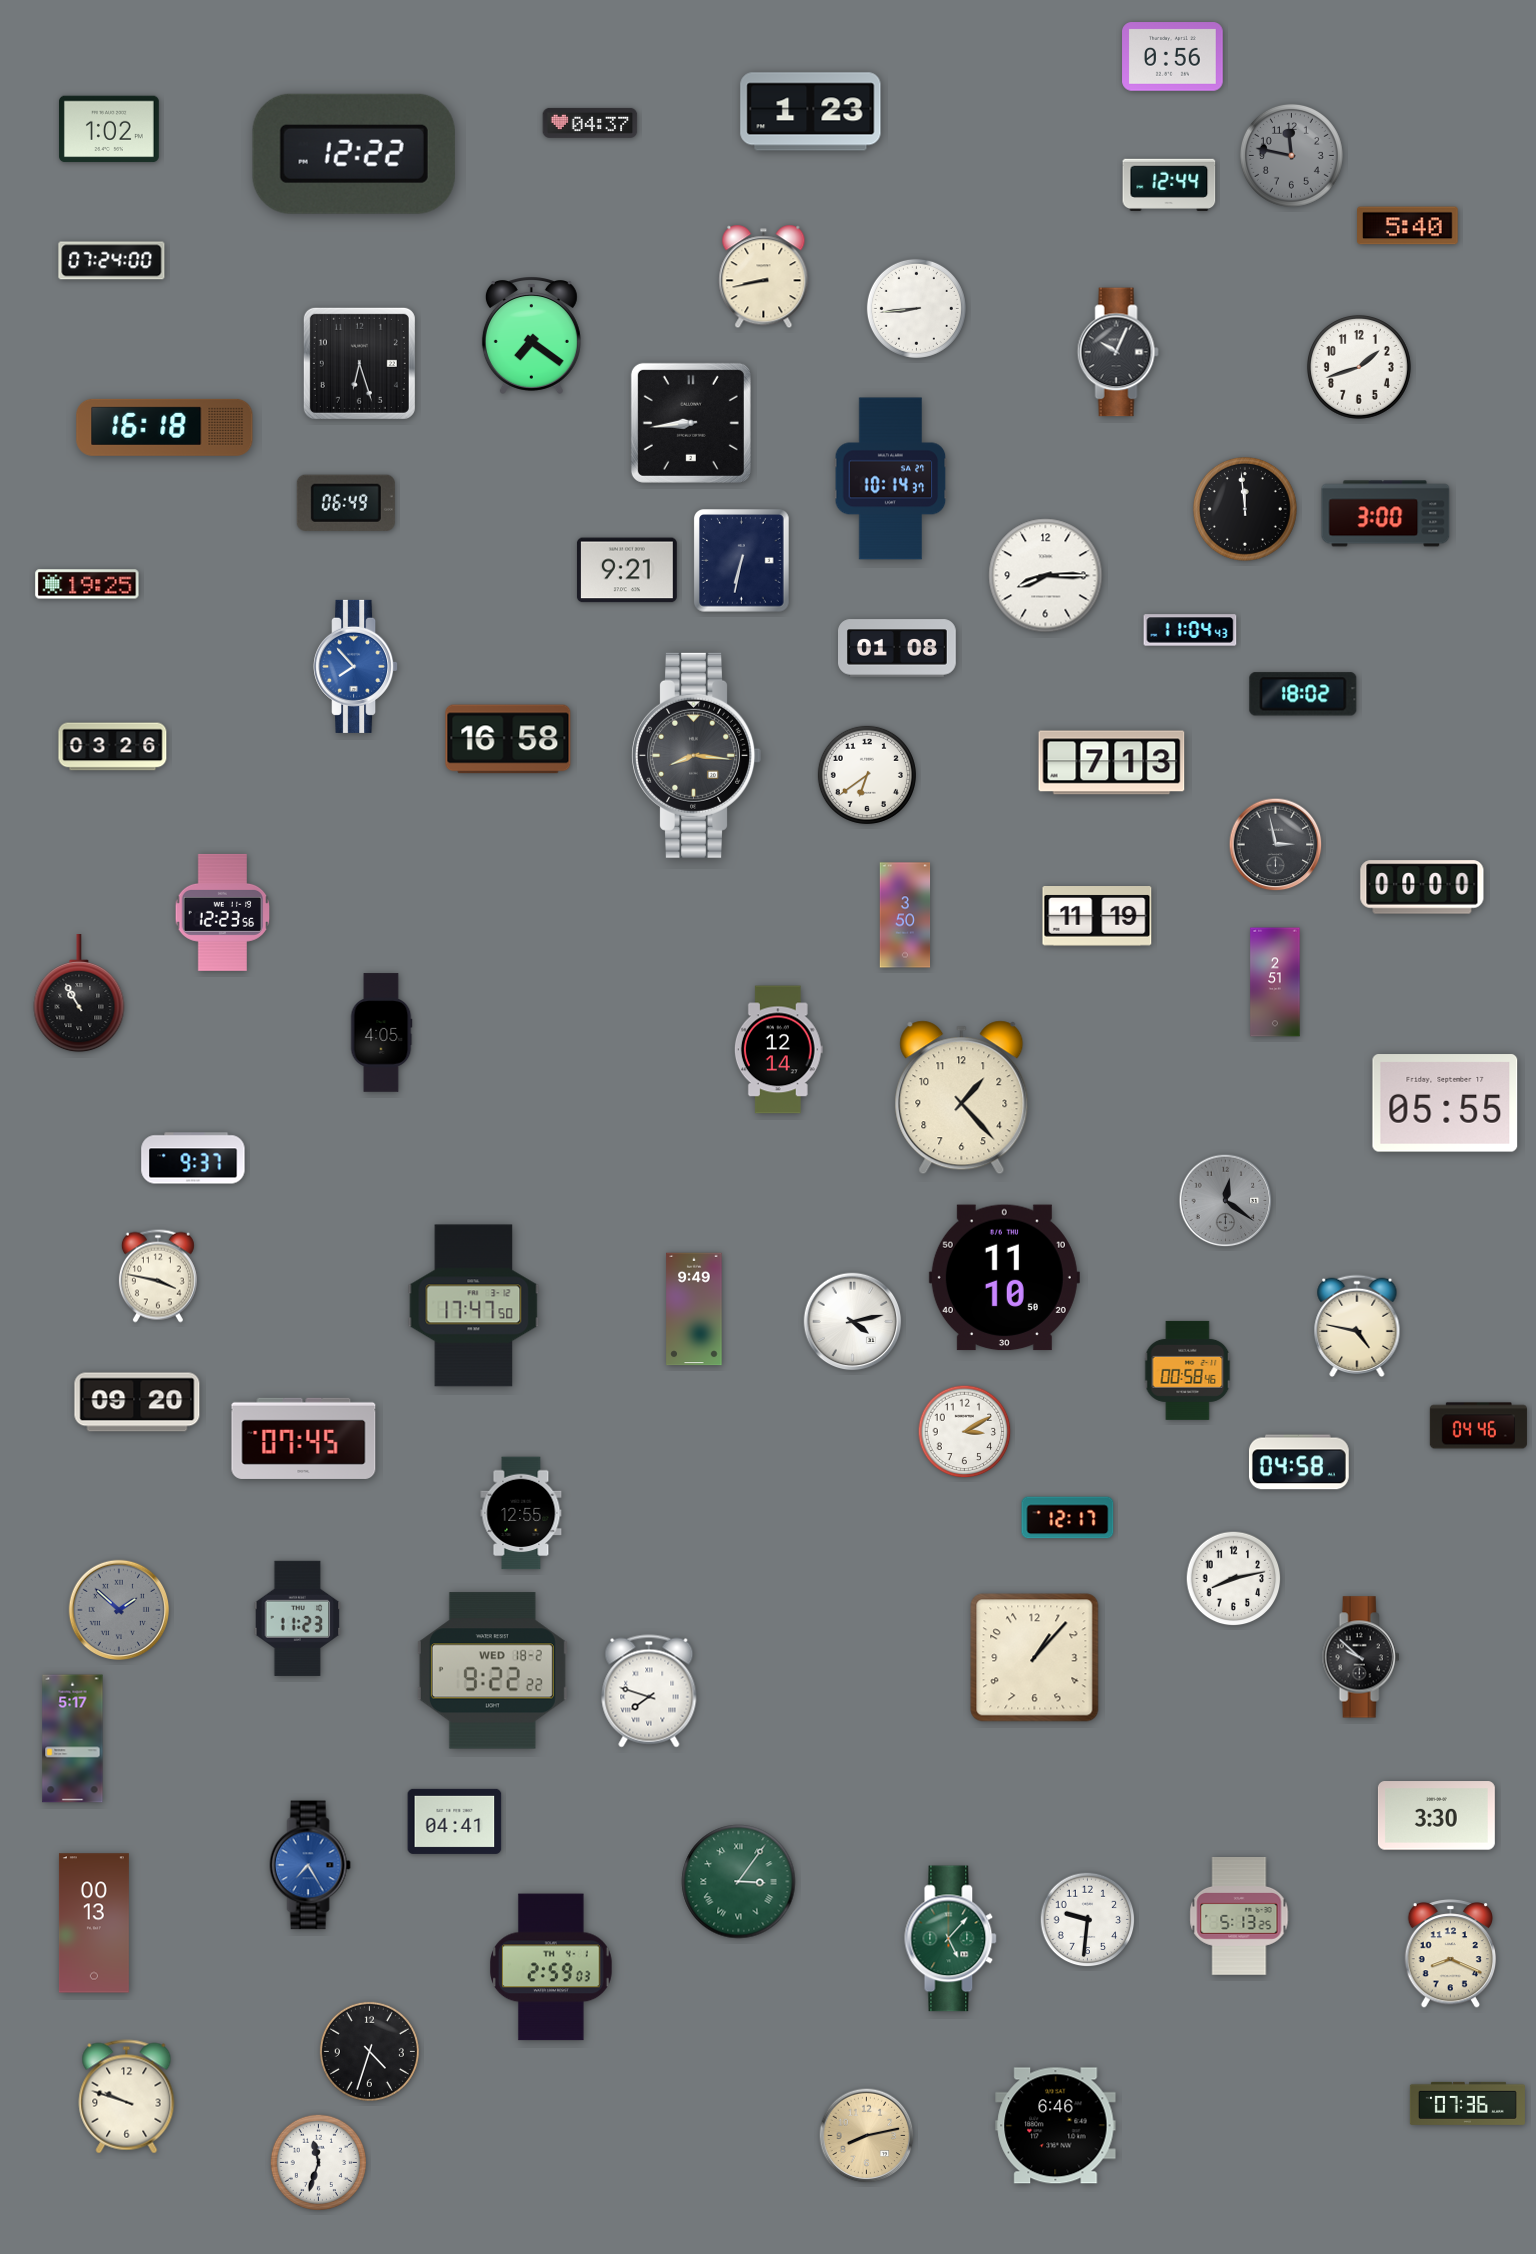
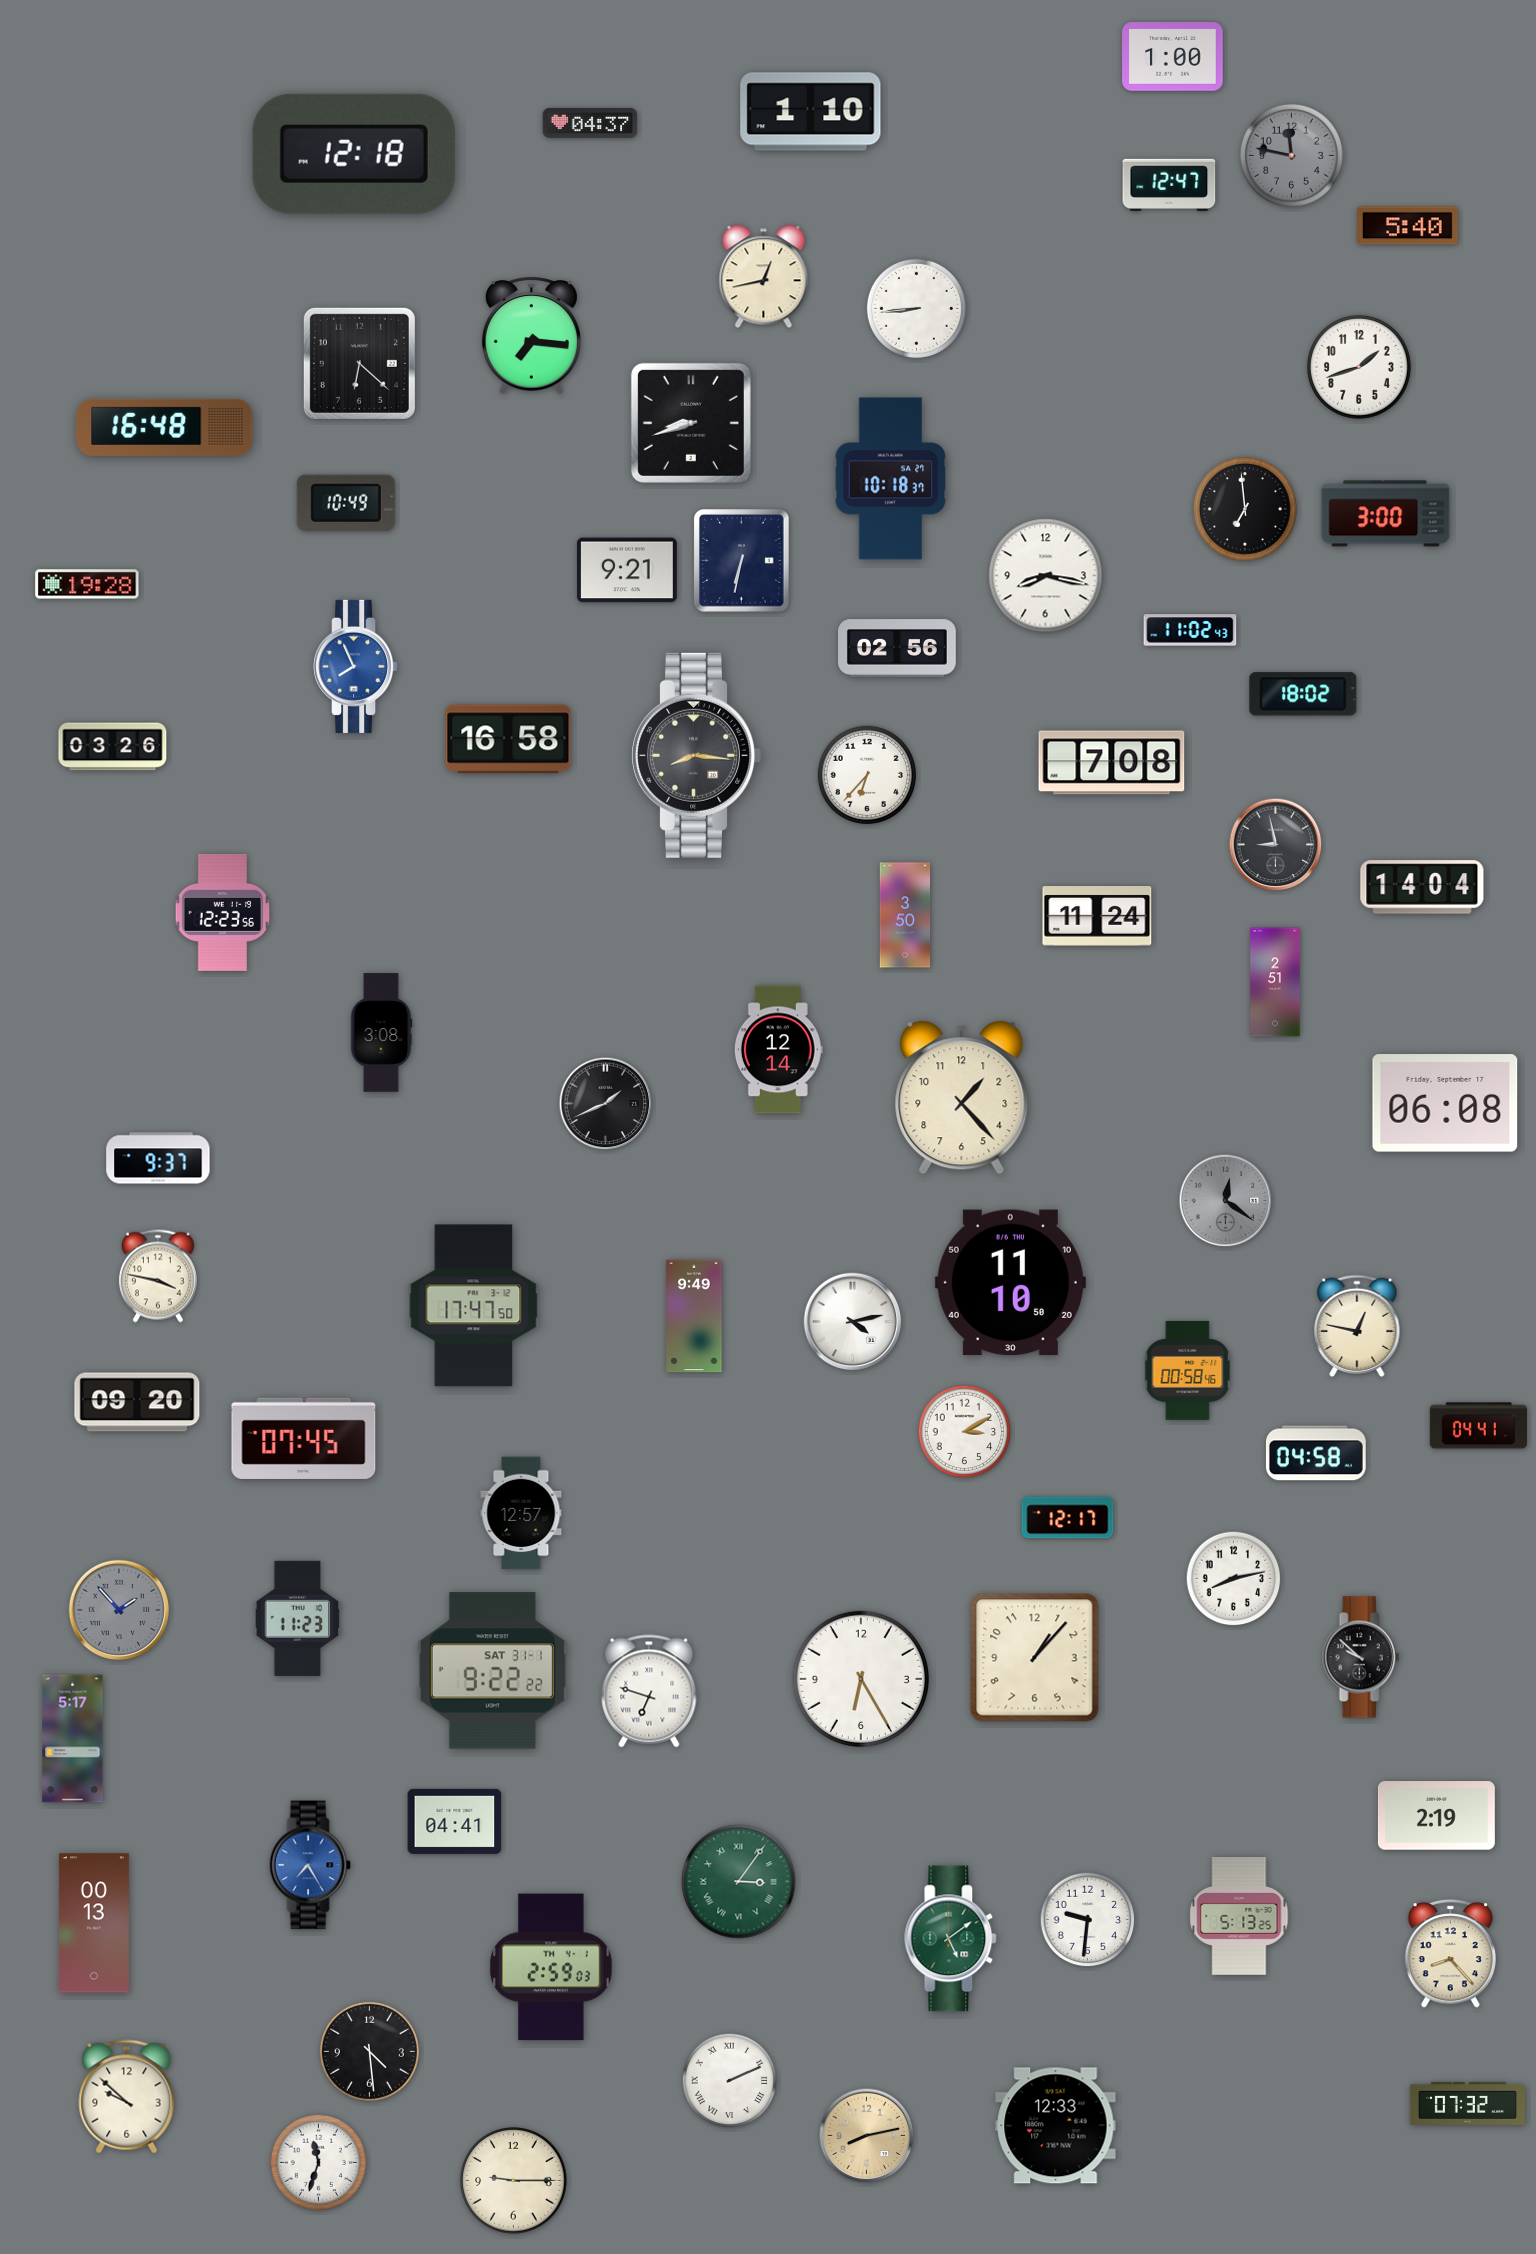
clock at (1173, 57): 0:56 -> 1:00
clock at (811, 112): 1:23 -> 1:10
clock at (110, 129): 1:02 -> none
clock at (354, 154): 12:22 -> 12:18
clock at (1169, 184): 12:44 -> 12:47
clock at (112, 261): 07:24 -> none
clock at (764, 277): 8:43 -> 12:43
clock at (531, 336): 7:21 -> 7:16
clock at (1118, 352): 10:04 -> none
clock at (359, 363): 6:27 -> 6:22
clock at (691, 423): 8:44 -> 8:42
clock at (165, 427): 16:18 -> 16:48
clock at (891, 479): 10:14 -> 10:18
clock at (346, 503): 06:49 -> 10:49
clock at (1245, 509): 11:59 -> 6:59
clock at (1046, 576): 8:15 -> 8:17
clock at (87, 584): 19:25 -> 19:28
clock at (1190, 630): 11:04 -> 11:02
clock at (898, 648): 01:08 -> 02:56
clock at (356, 666): 7:53 -> 7:56
clock at (1112, 763): 7:13 -> 7:08
clock at (867, 775): 6:39 -> 6:37
clock at (1276, 845): 2:58 -> 8:58
clock at (1422, 887): 00:00 -> 14:04
clock at (1097, 917): 11:19 -> 11:24
clock at (79, 994): 10:55 -> none
clock at (381, 1033): 4:05 -> 3:08
clock at (1445, 1103): 05:55 -> 06:08
clock at (606, 1104): none -> 1:41
clock at (193, 1158) position: (193, 1158) -> (158, 1158)
clock at (1004, 1278) position: (1004, 1278) -> (1010, 1283)
clock at (694, 1309) position: (694, 1309) -> (694, 1316)
clock at (1357, 1325): 4:47 -> 12:47
clock at (1478, 1426): 04:46 -> 04:41
clock at (1299, 1462) position: (1299, 1462) -> (1316, 1453)
clock at (521, 1513): 12:55 -> 12:57
clock at (119, 1610): 1:52 -> 1:53
clock at (492, 1671) date: WED 18-2 -> SAT 31-1
clock at (861, 1679): none -> 6:25
clock at (649, 1691): 7:48 -> 6:48
clock at (1436, 1816): 3:30 -> 2:19
clock at (951, 1939): 5:07 -> 5:09
clock at (1450, 1954): 8:19 -> 8:23
clock at (369, 2051): 4:33 -> 4:29
clock at (730, 2081): none -> 2:11
clock at (127, 2097): 9:48 -> 9:52
clock at (1467, 2103): 07:36 -> 07:32
clock at (1056, 2126): 6:46 -> 12:33
clock at (514, 2181): none -> 9:15
